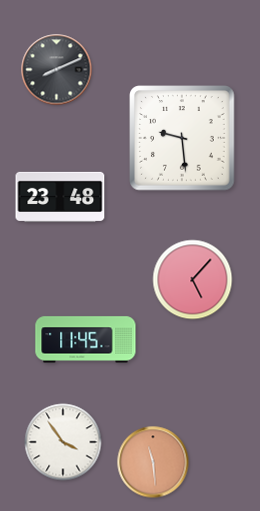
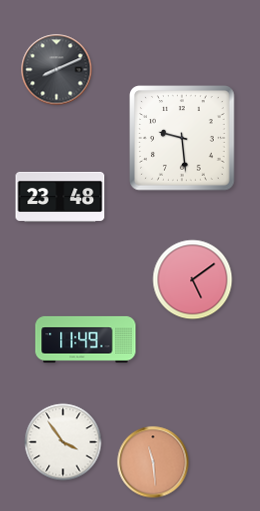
clock at (193, 280): 5:07 -> 5:09
clock at (86, 340): 11:45 -> 11:49
